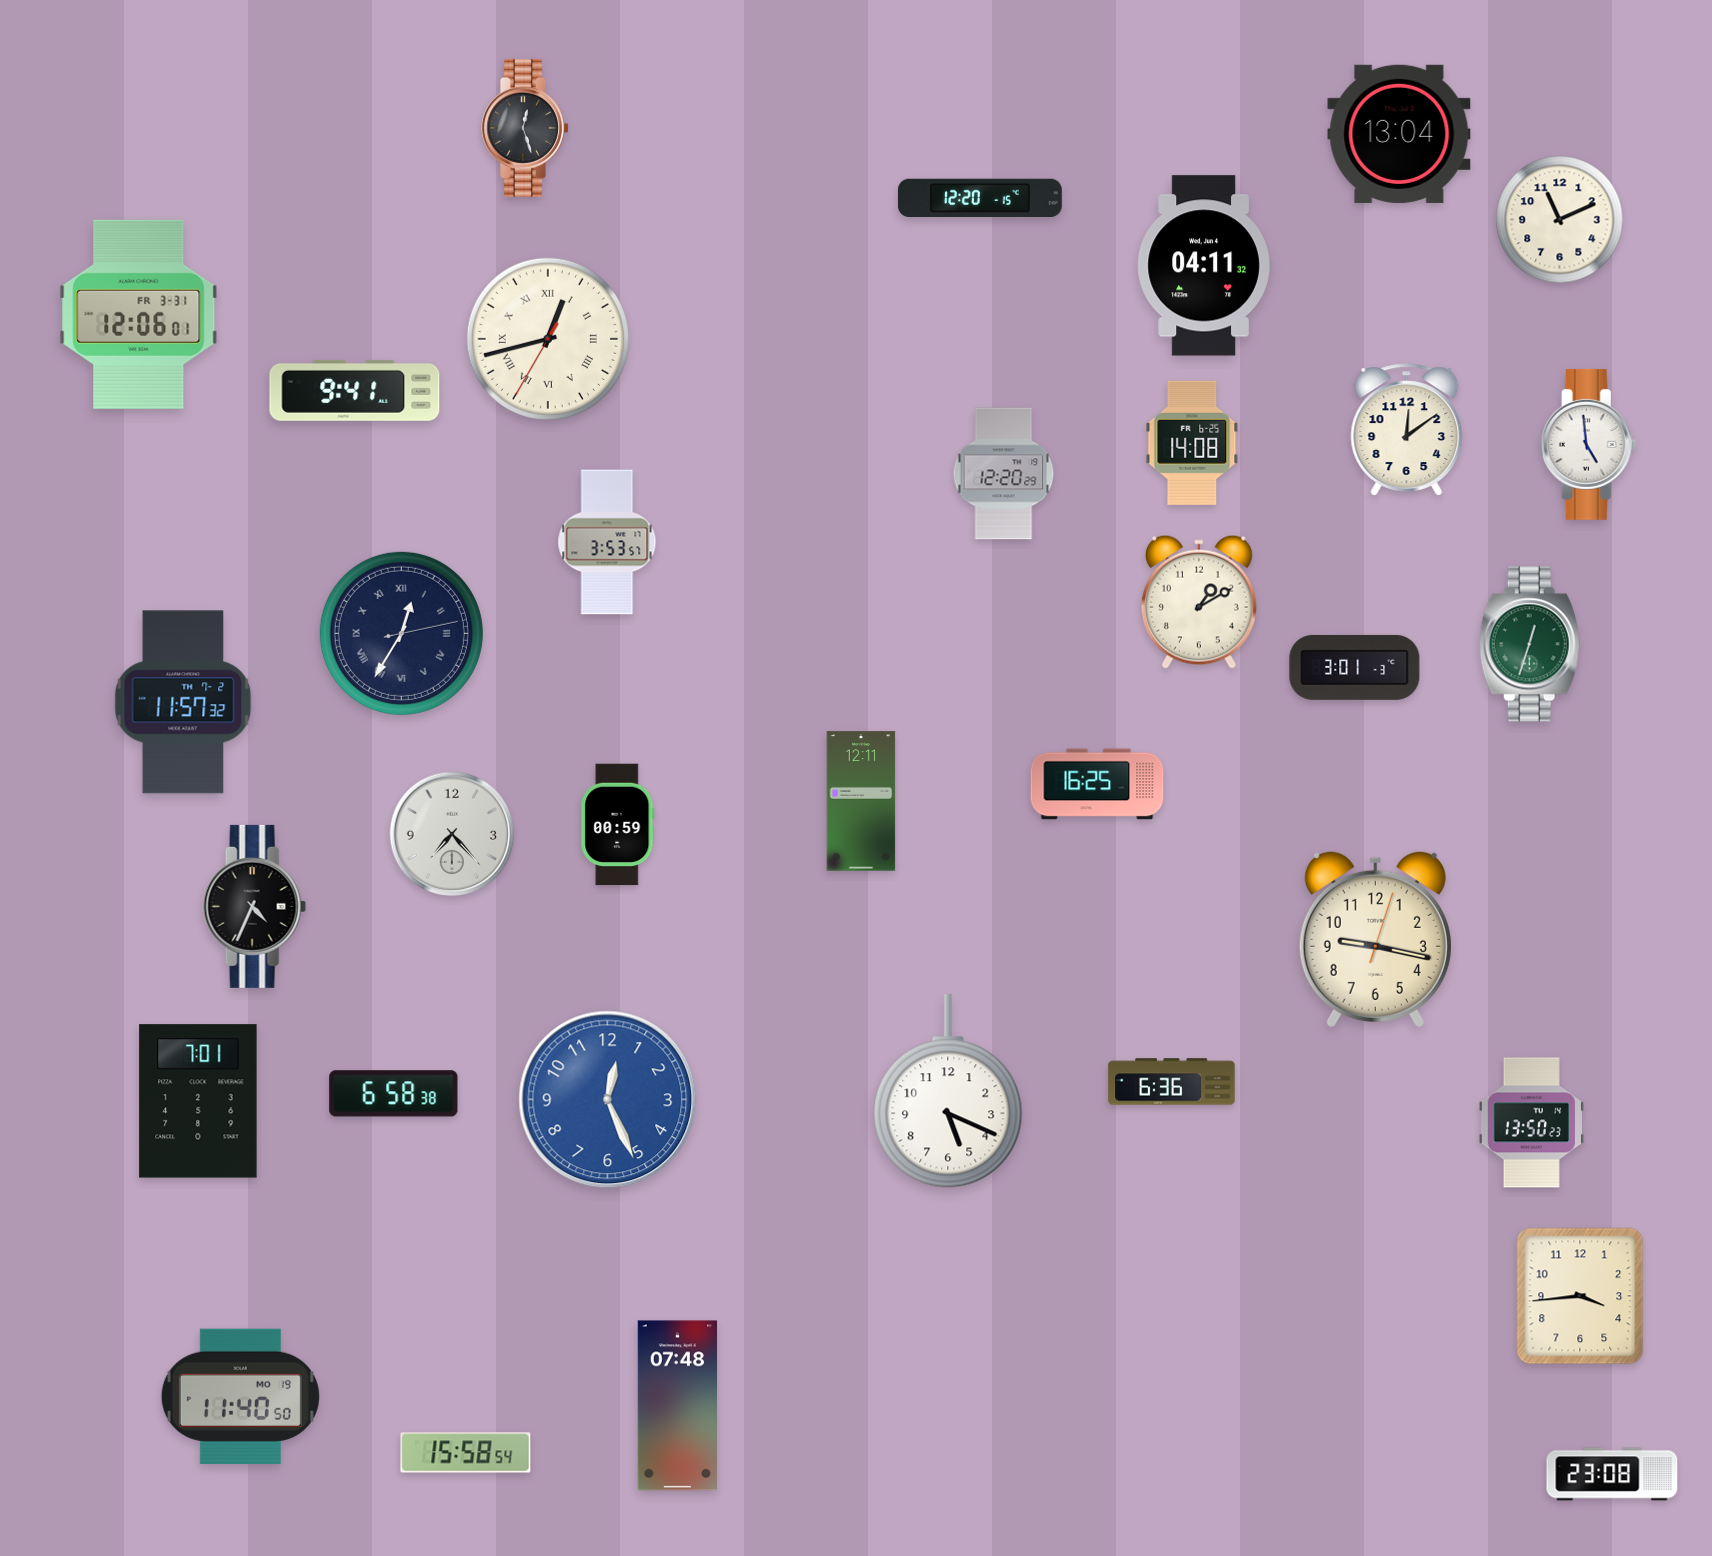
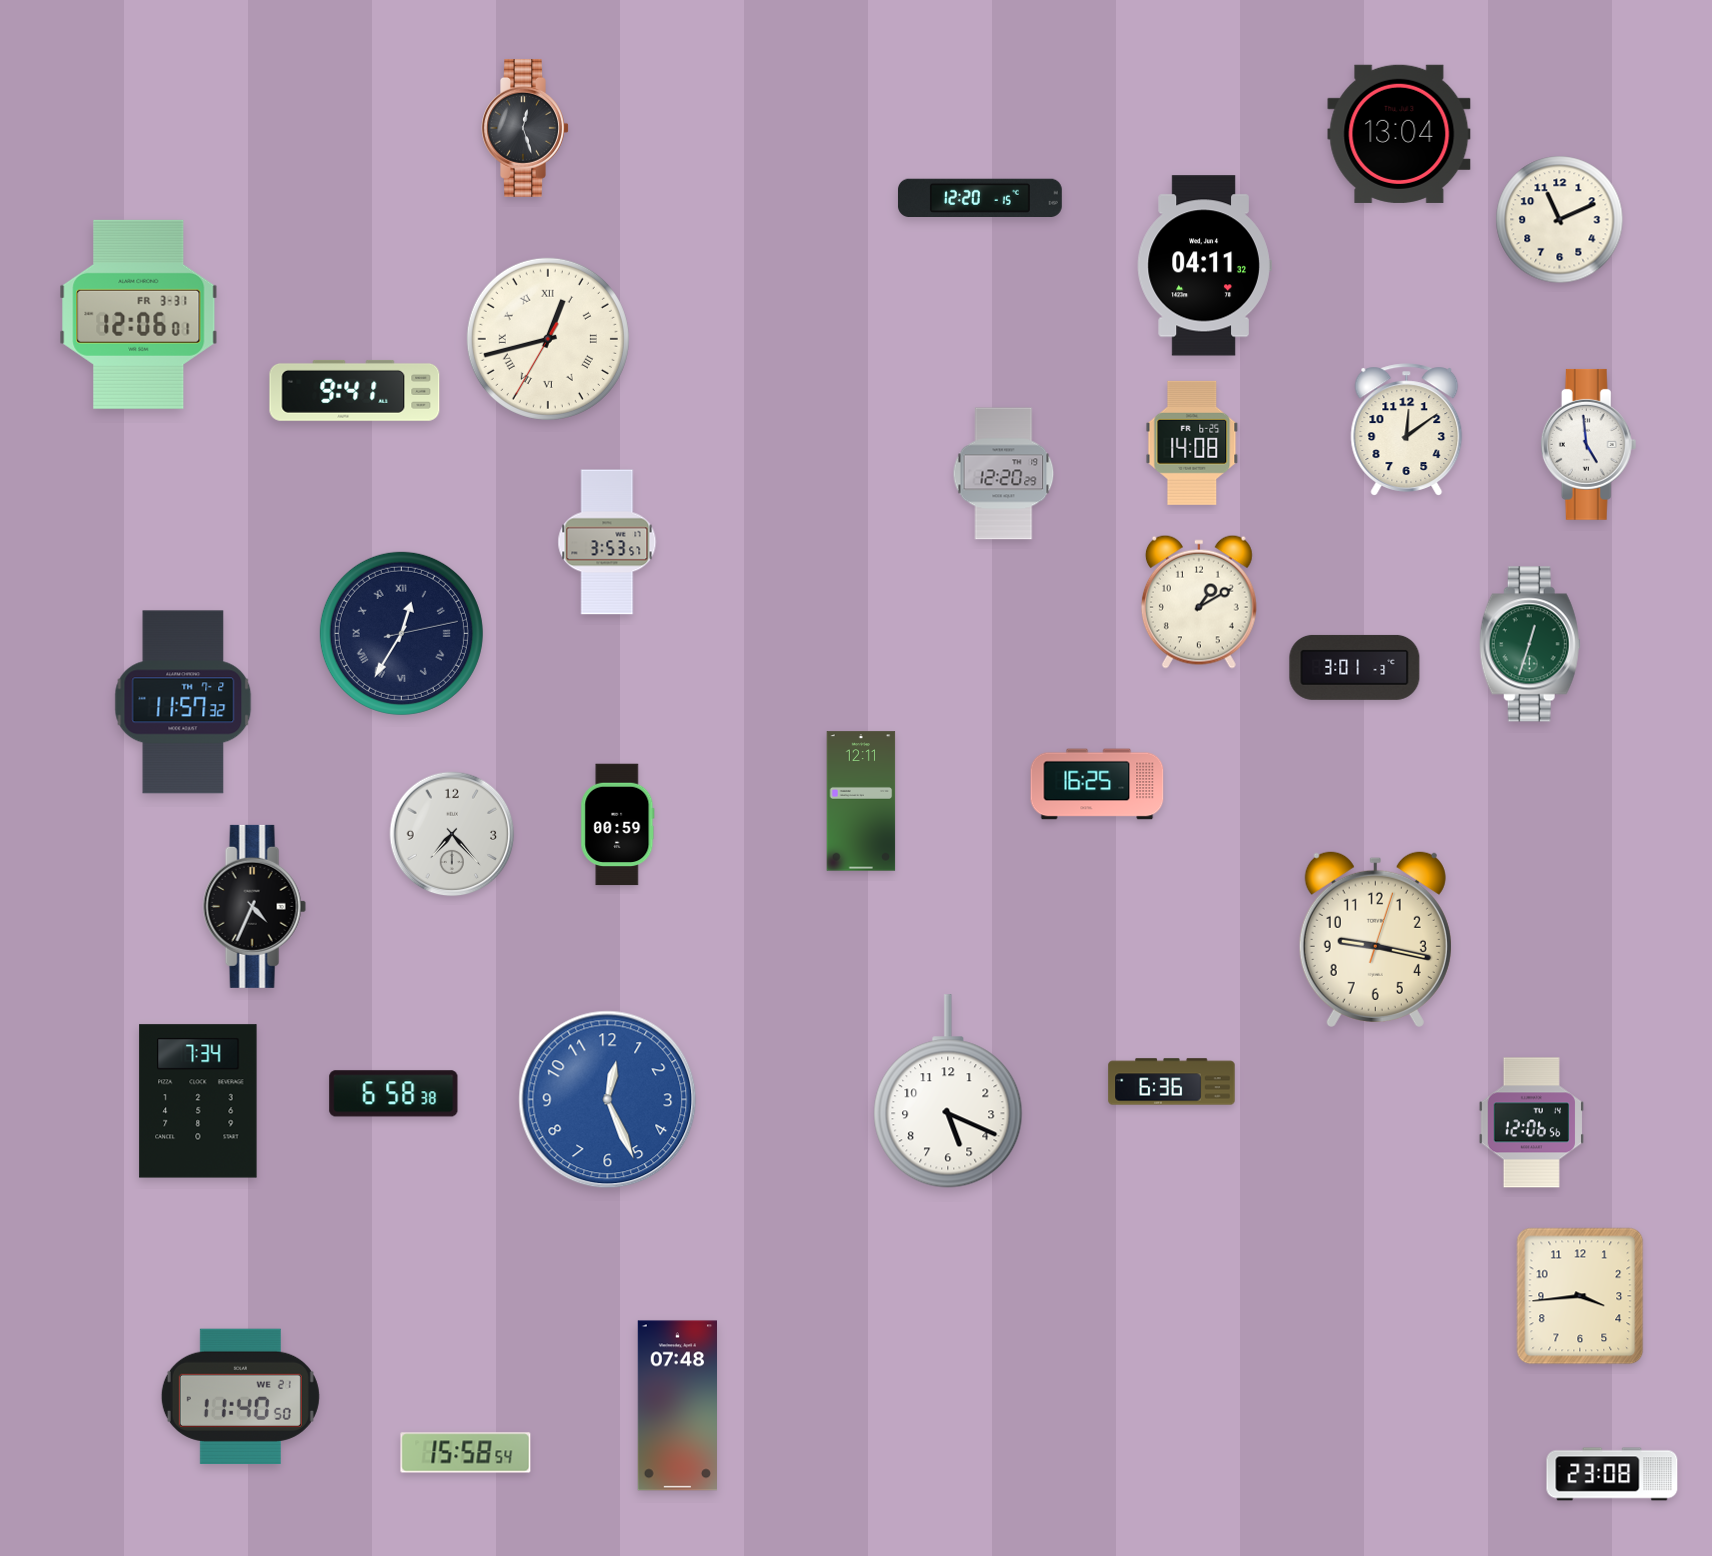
clock at (198, 1101): 7:01 -> 7:34
clock at (1531, 1123): 13:50 -> 12:06
clock at (240, 1396) date: MO 19 -> WE 21
